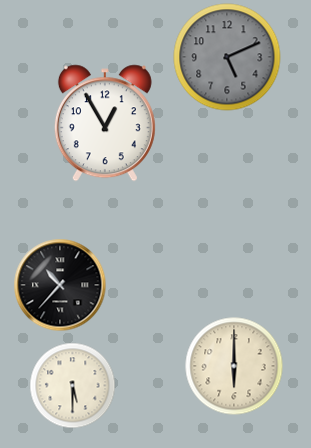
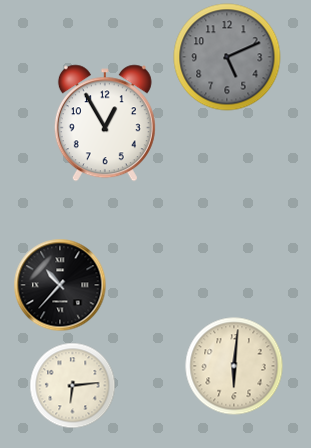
clock at (234, 366): 6:00 -> 6:01
clock at (73, 386): 5:30 -> 6:14
